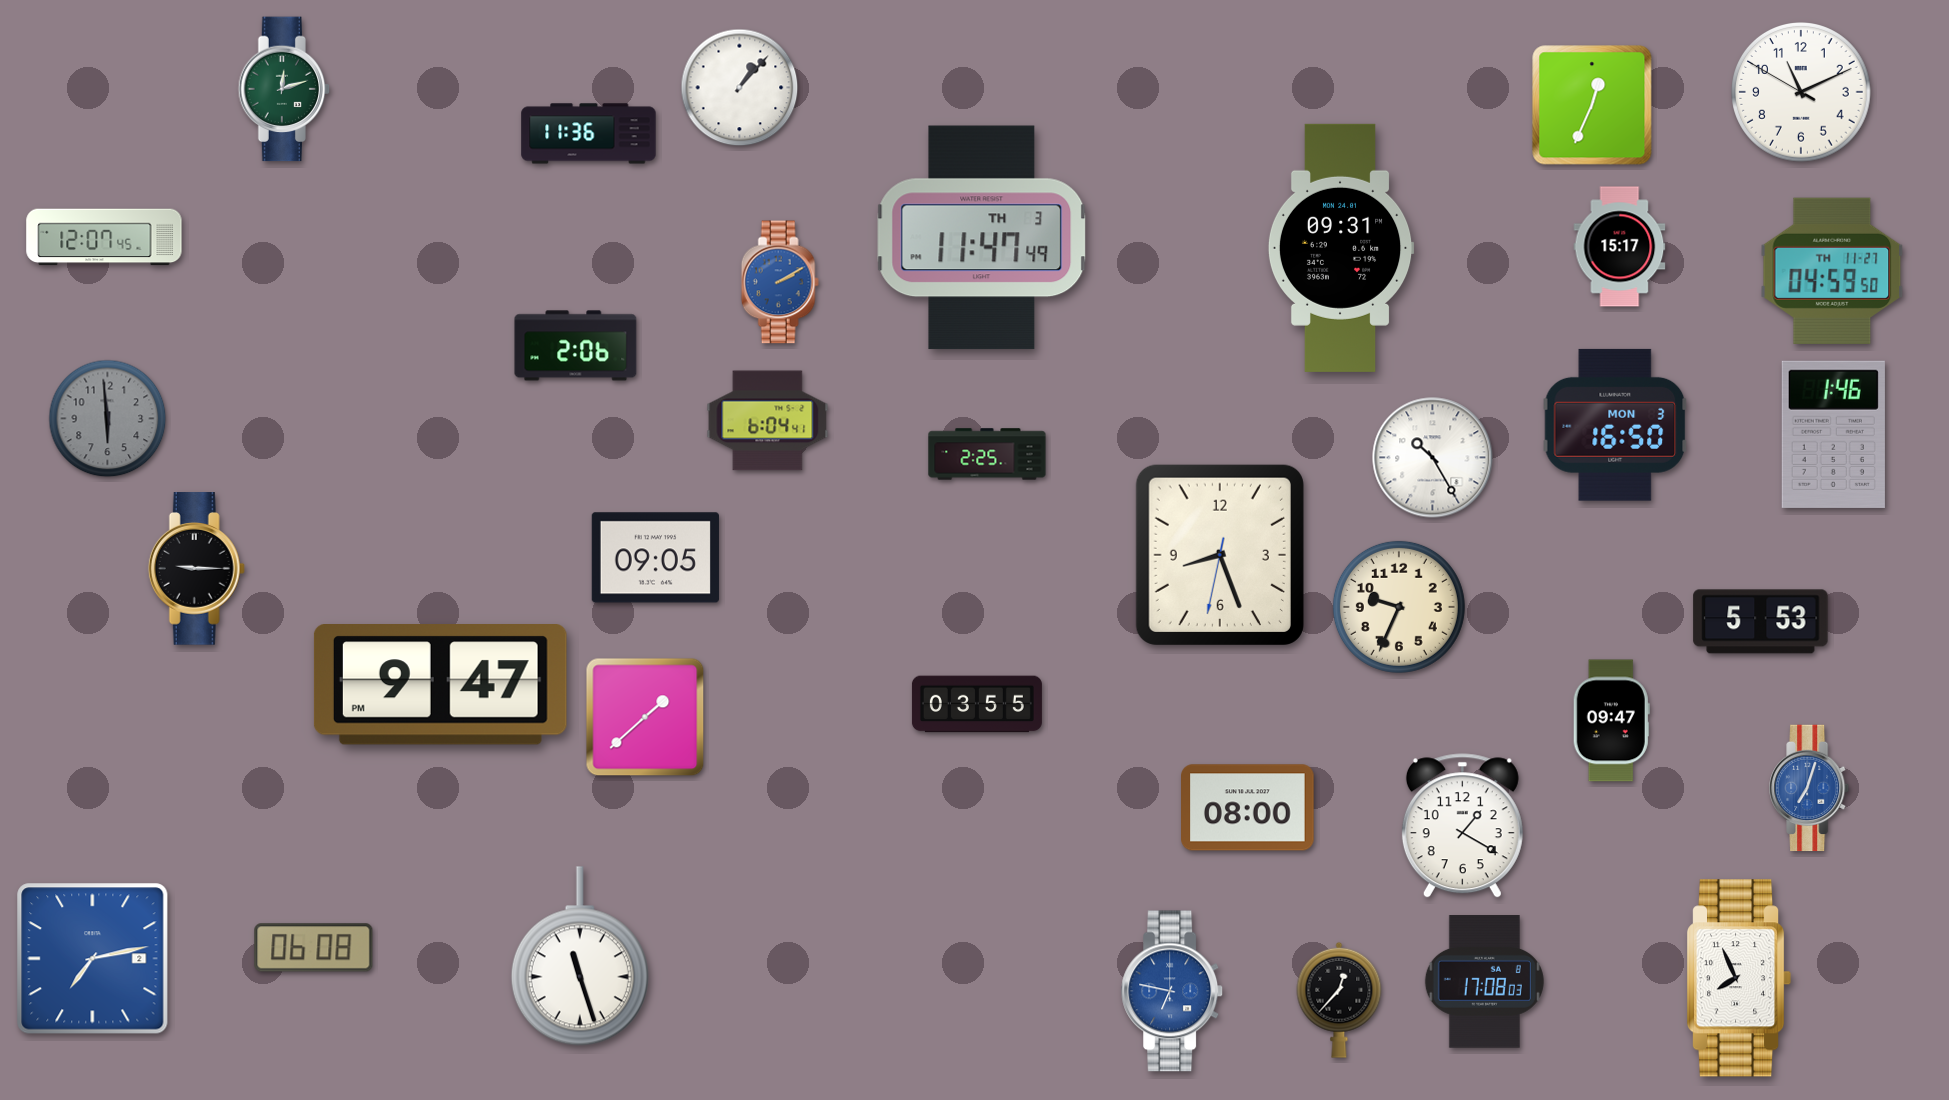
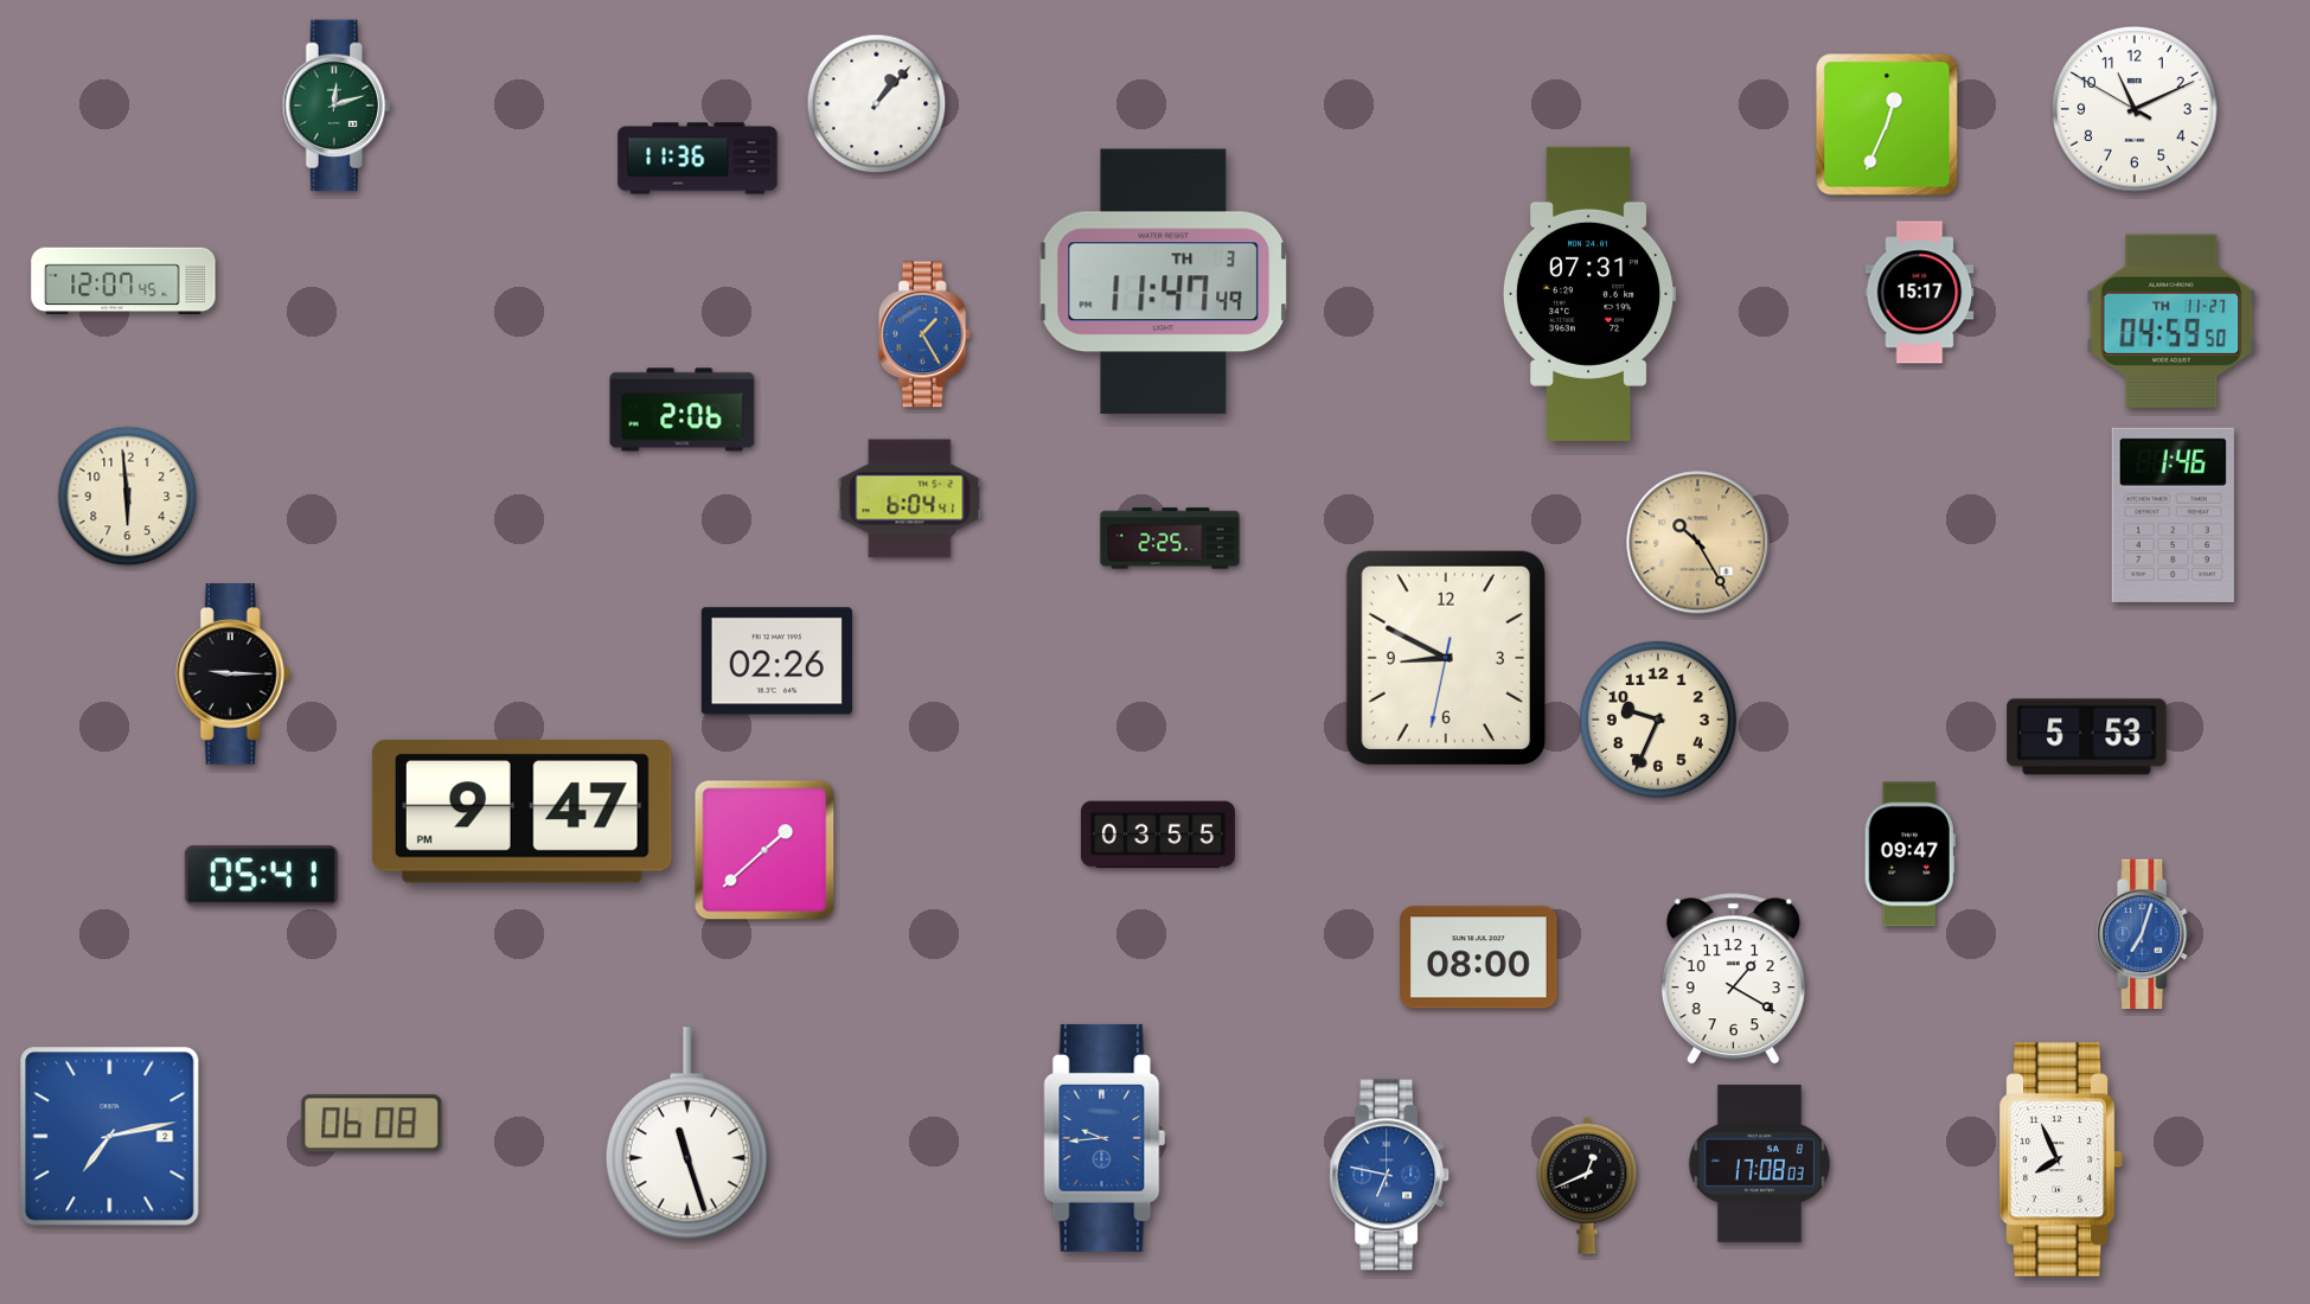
clock at (1341, 248): 09:31 -> 07:31
clock at (780, 282): 2:10 -> 1:25
clock at (108, 419) dial: grey -> cream
clock at (1615, 425): 16:50 -> none
clock at (1433, 458) dial: white -> champagne
clock at (1220, 555): 8:26 -> 8:49
clock at (655, 558): 09:05 -> 02:26
clock at (261, 876): none -> 05:41
clock at (1105, 1138): none -> 9:44
clock at (1339, 1000): 12:37 -> 12:41
